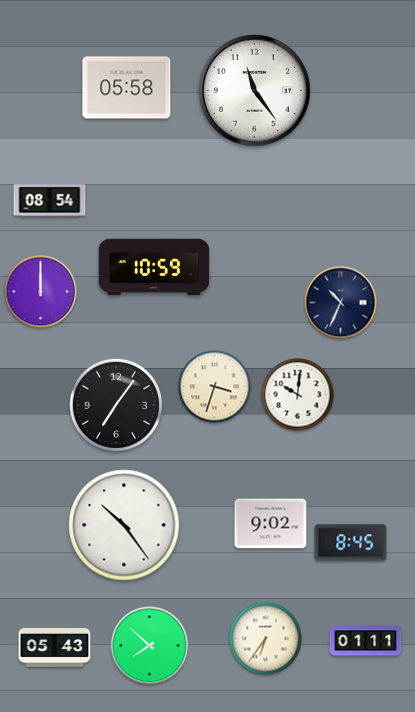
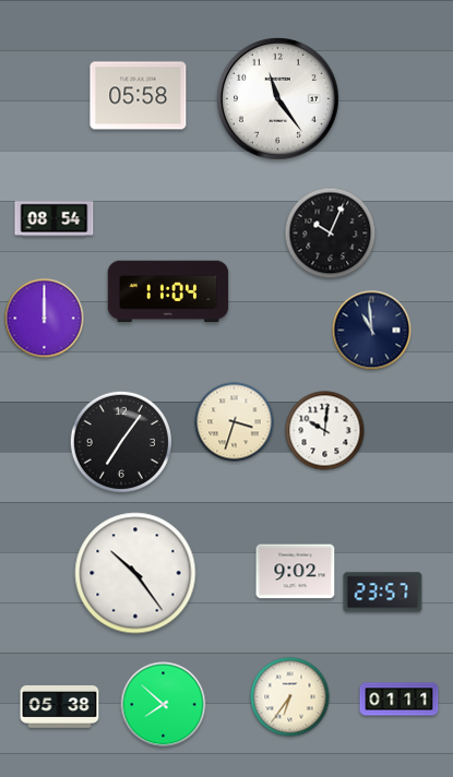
clock at (331, 234): none -> 10:04
clock at (154, 267): 10:59 -> 11:04
clock at (341, 303): 10:34 -> 10:59
clock at (115, 404) position: (115, 404) -> (120, 441)
clock at (351, 543): 8:45 -> 23:57
clock at (55, 648): 05:43 -> 05:38
